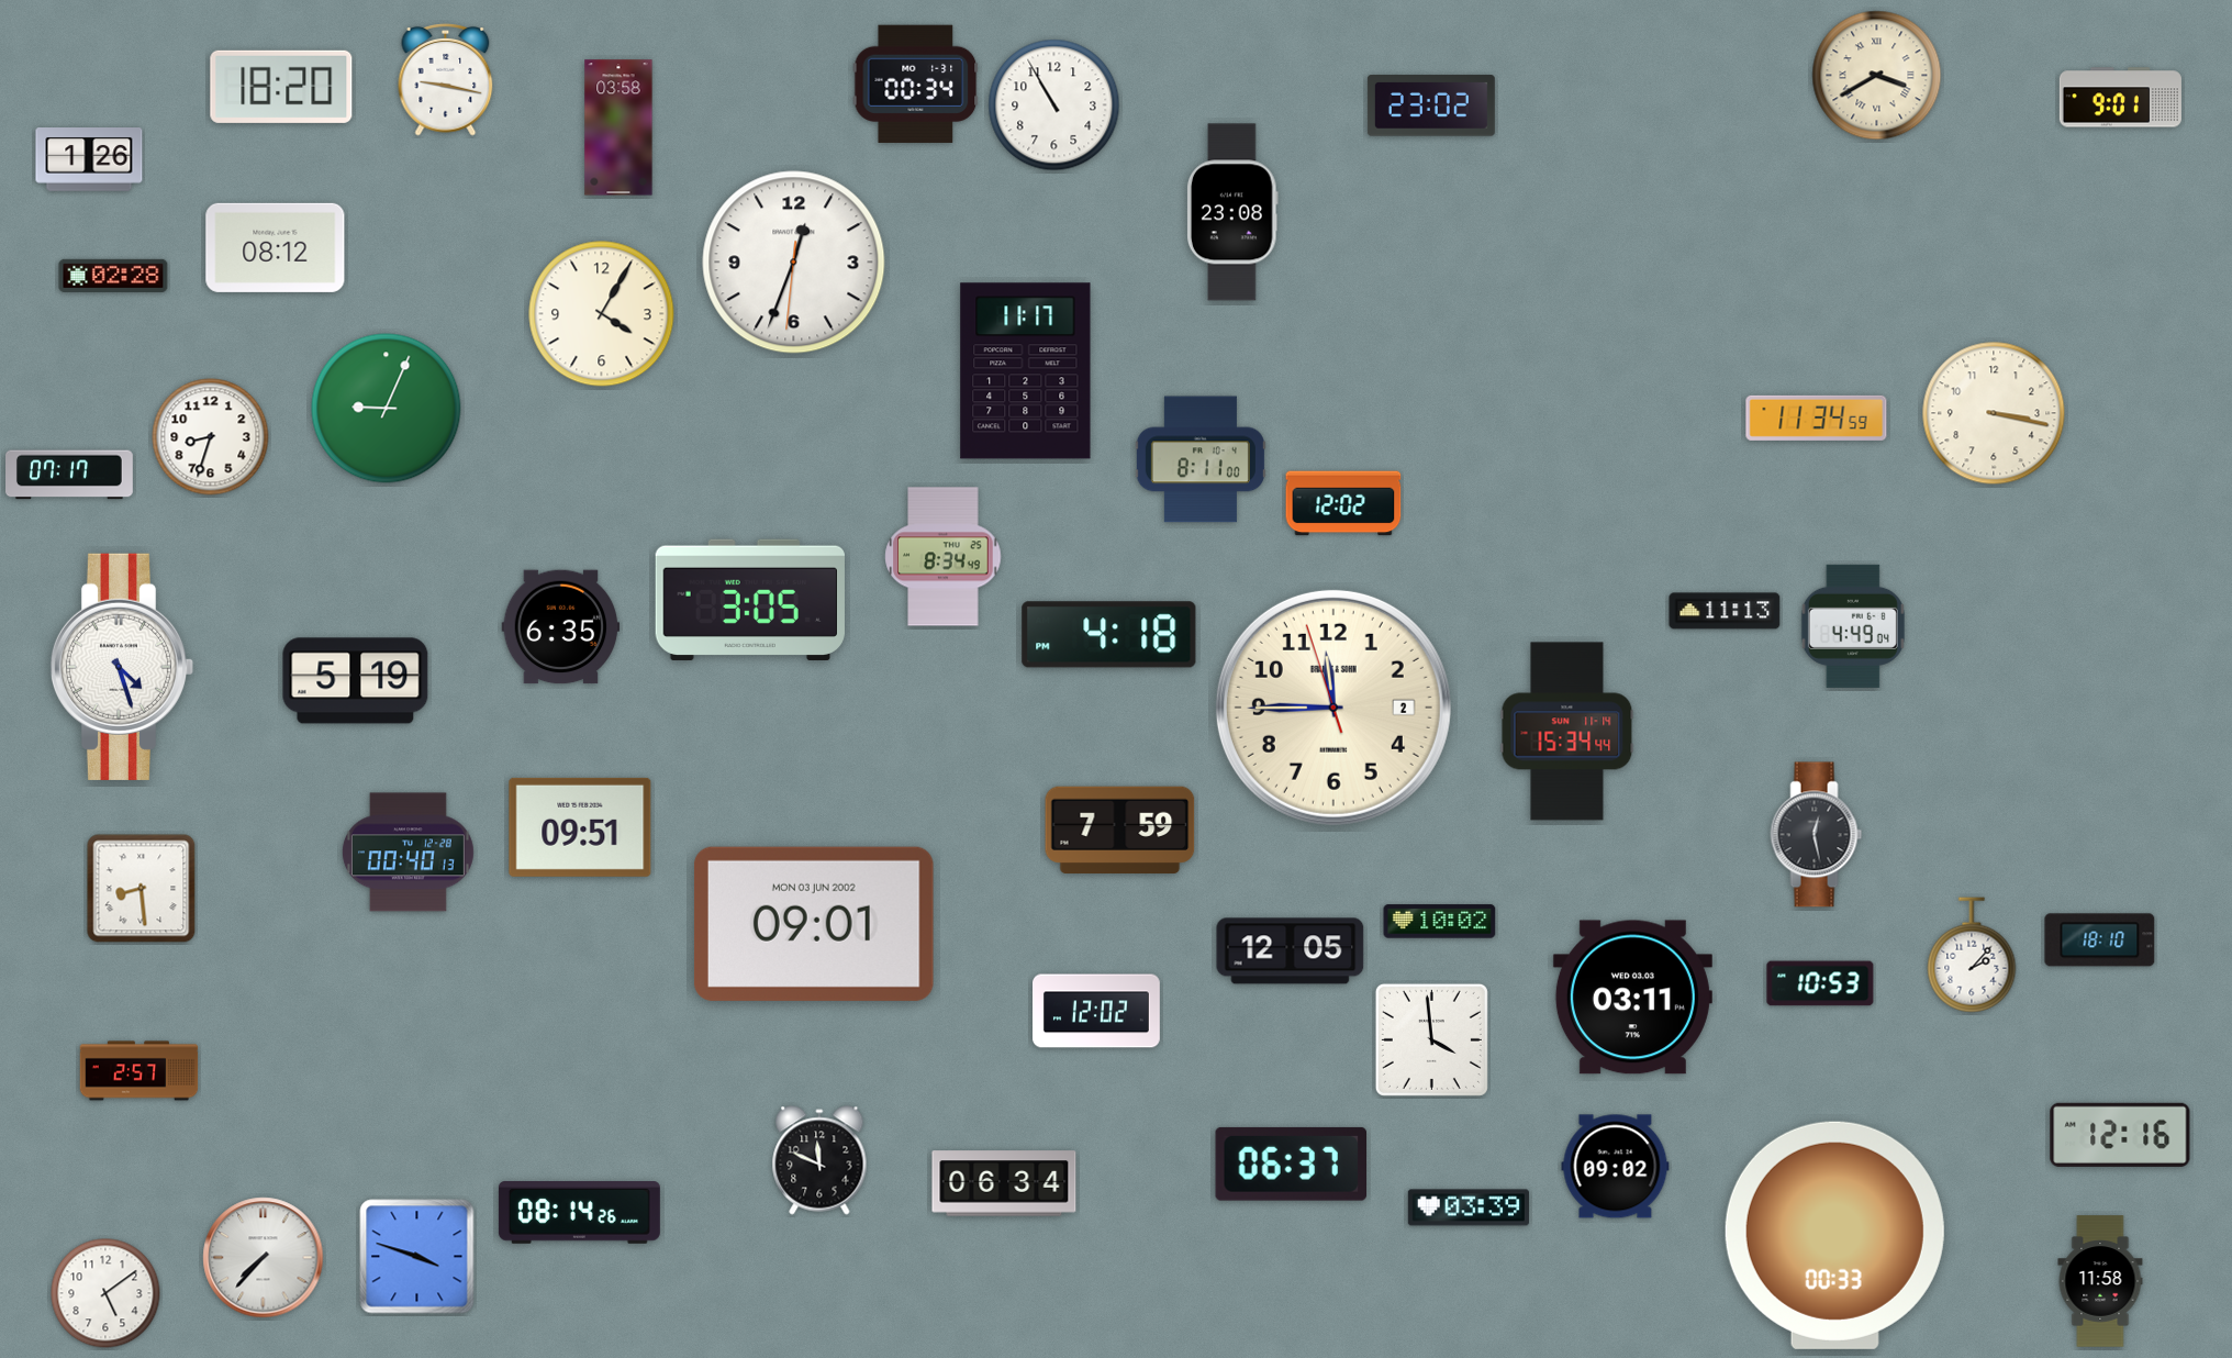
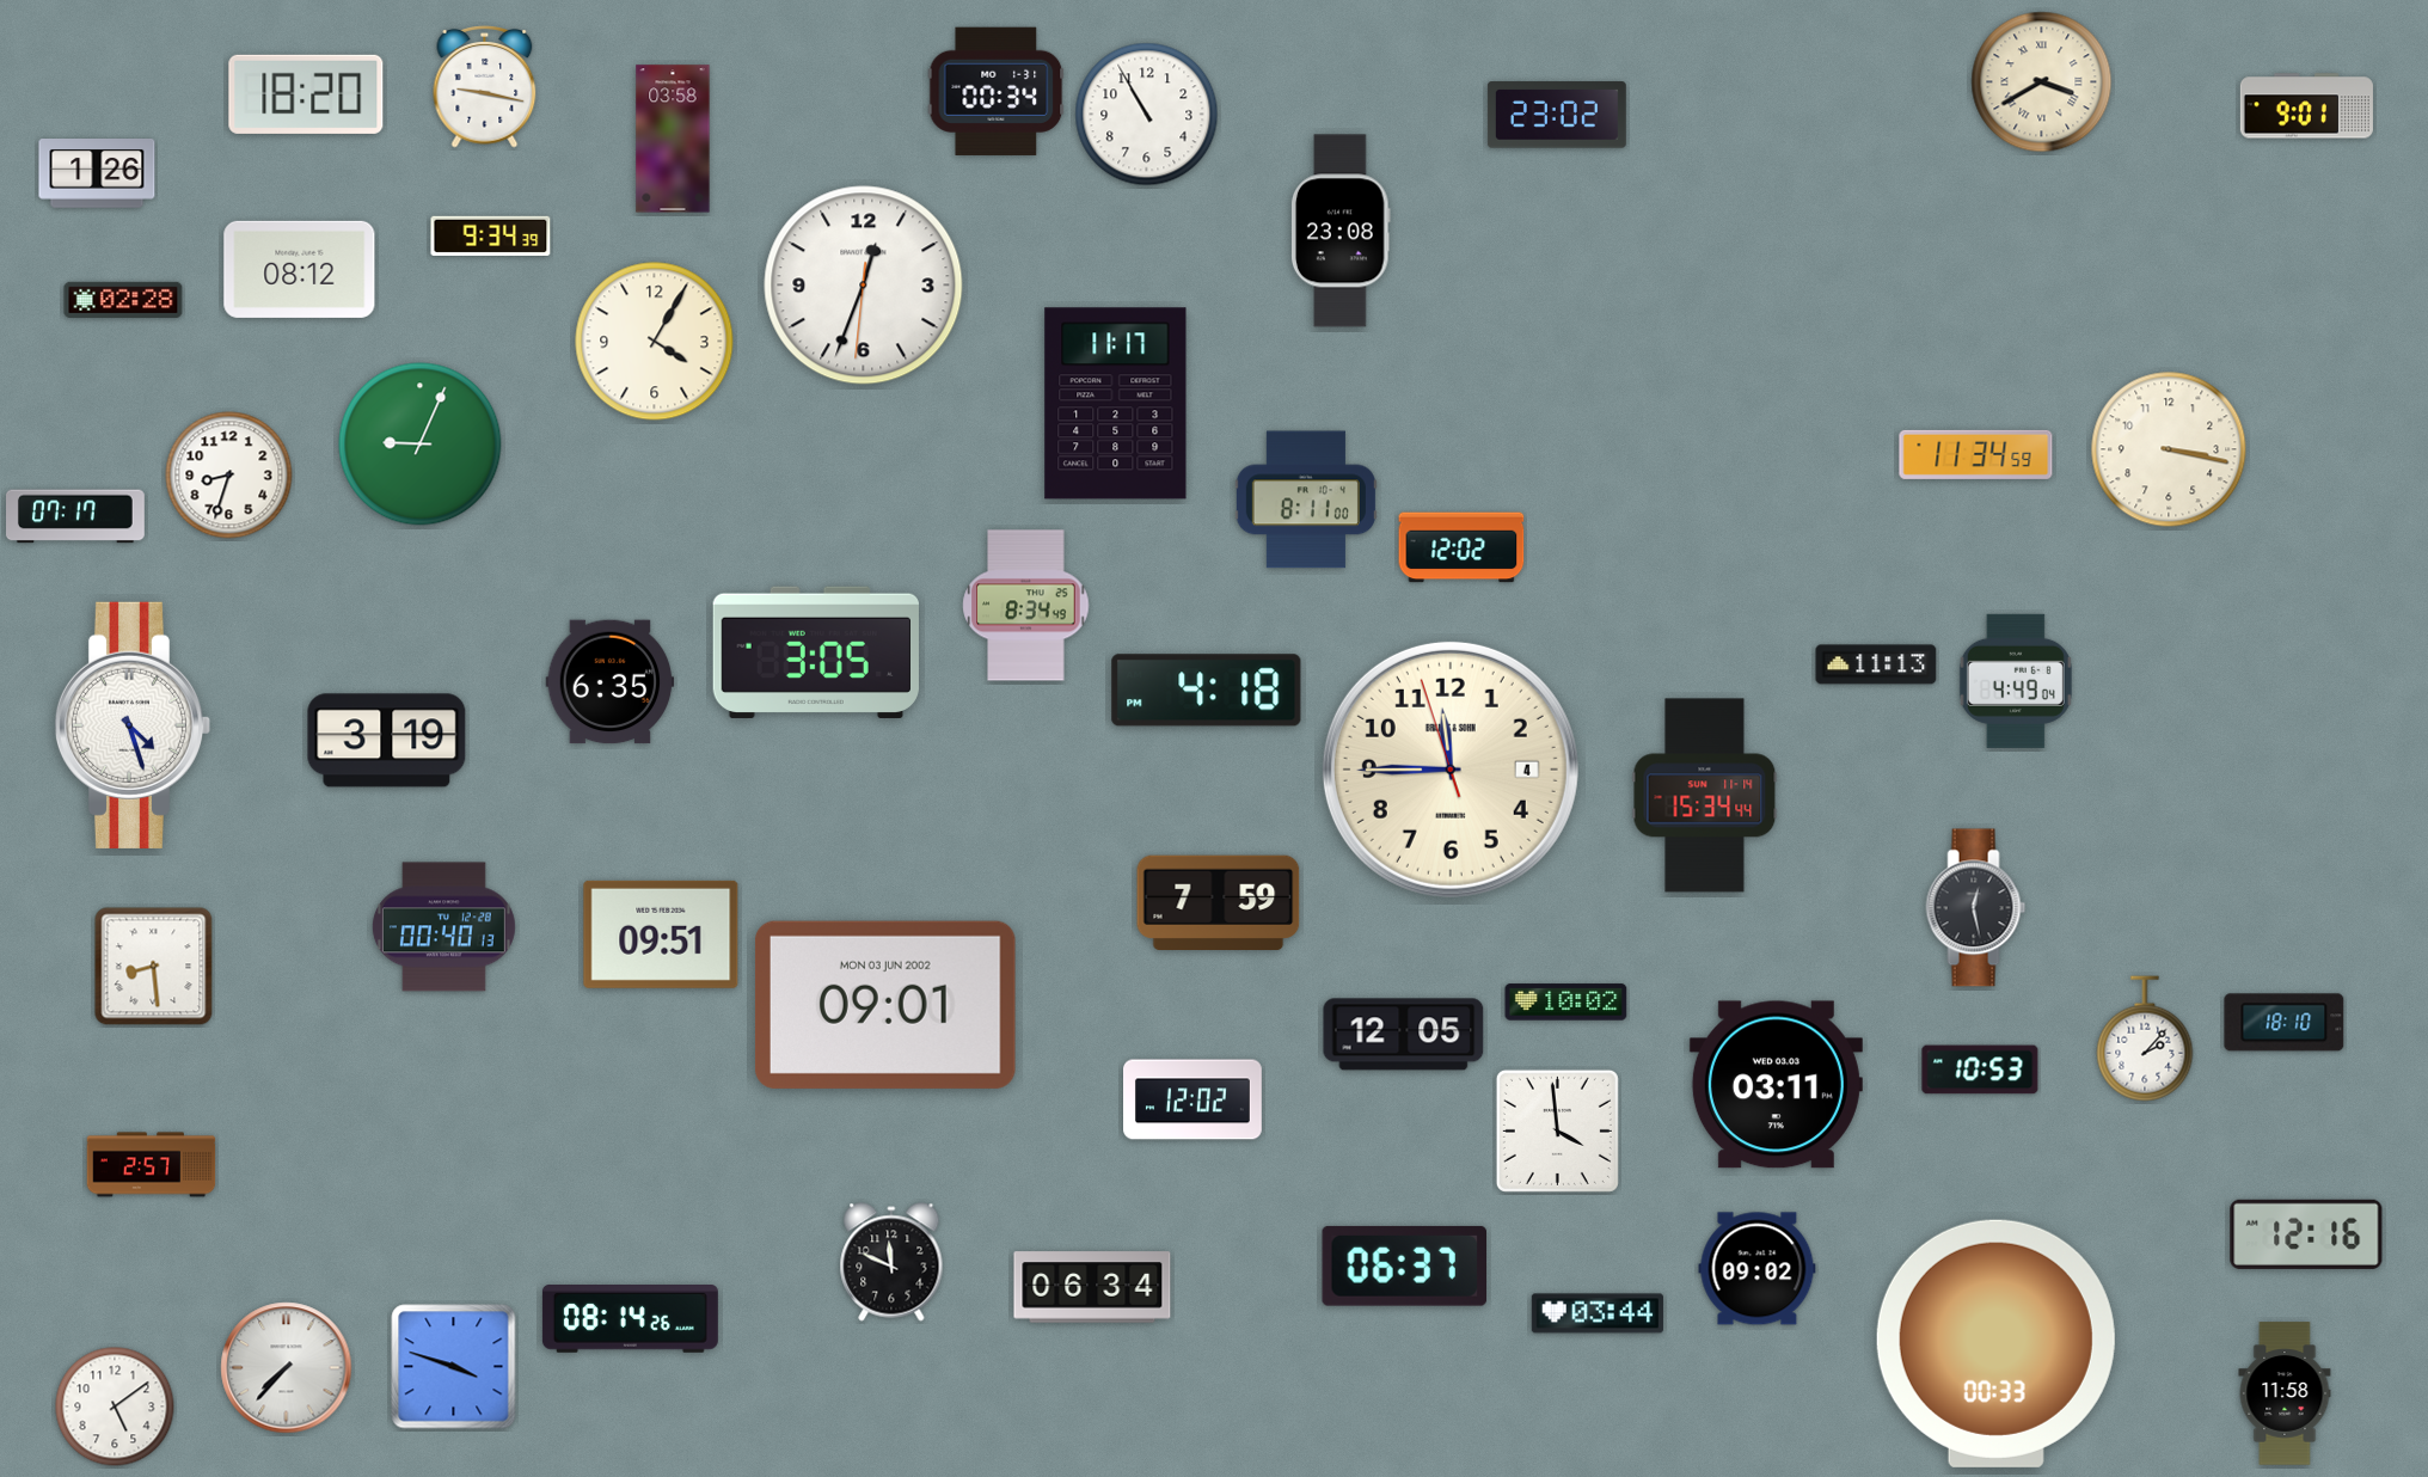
clock at (491, 235): none -> 9:34
clock at (356, 681): 5:19 -> 3:19
clock at (1333, 708) date: 2 -> 4
clock at (580, 827) position: (580, 827) -> (661, 934)
clock at (1469, 1207): 03:39 -> 03:44
